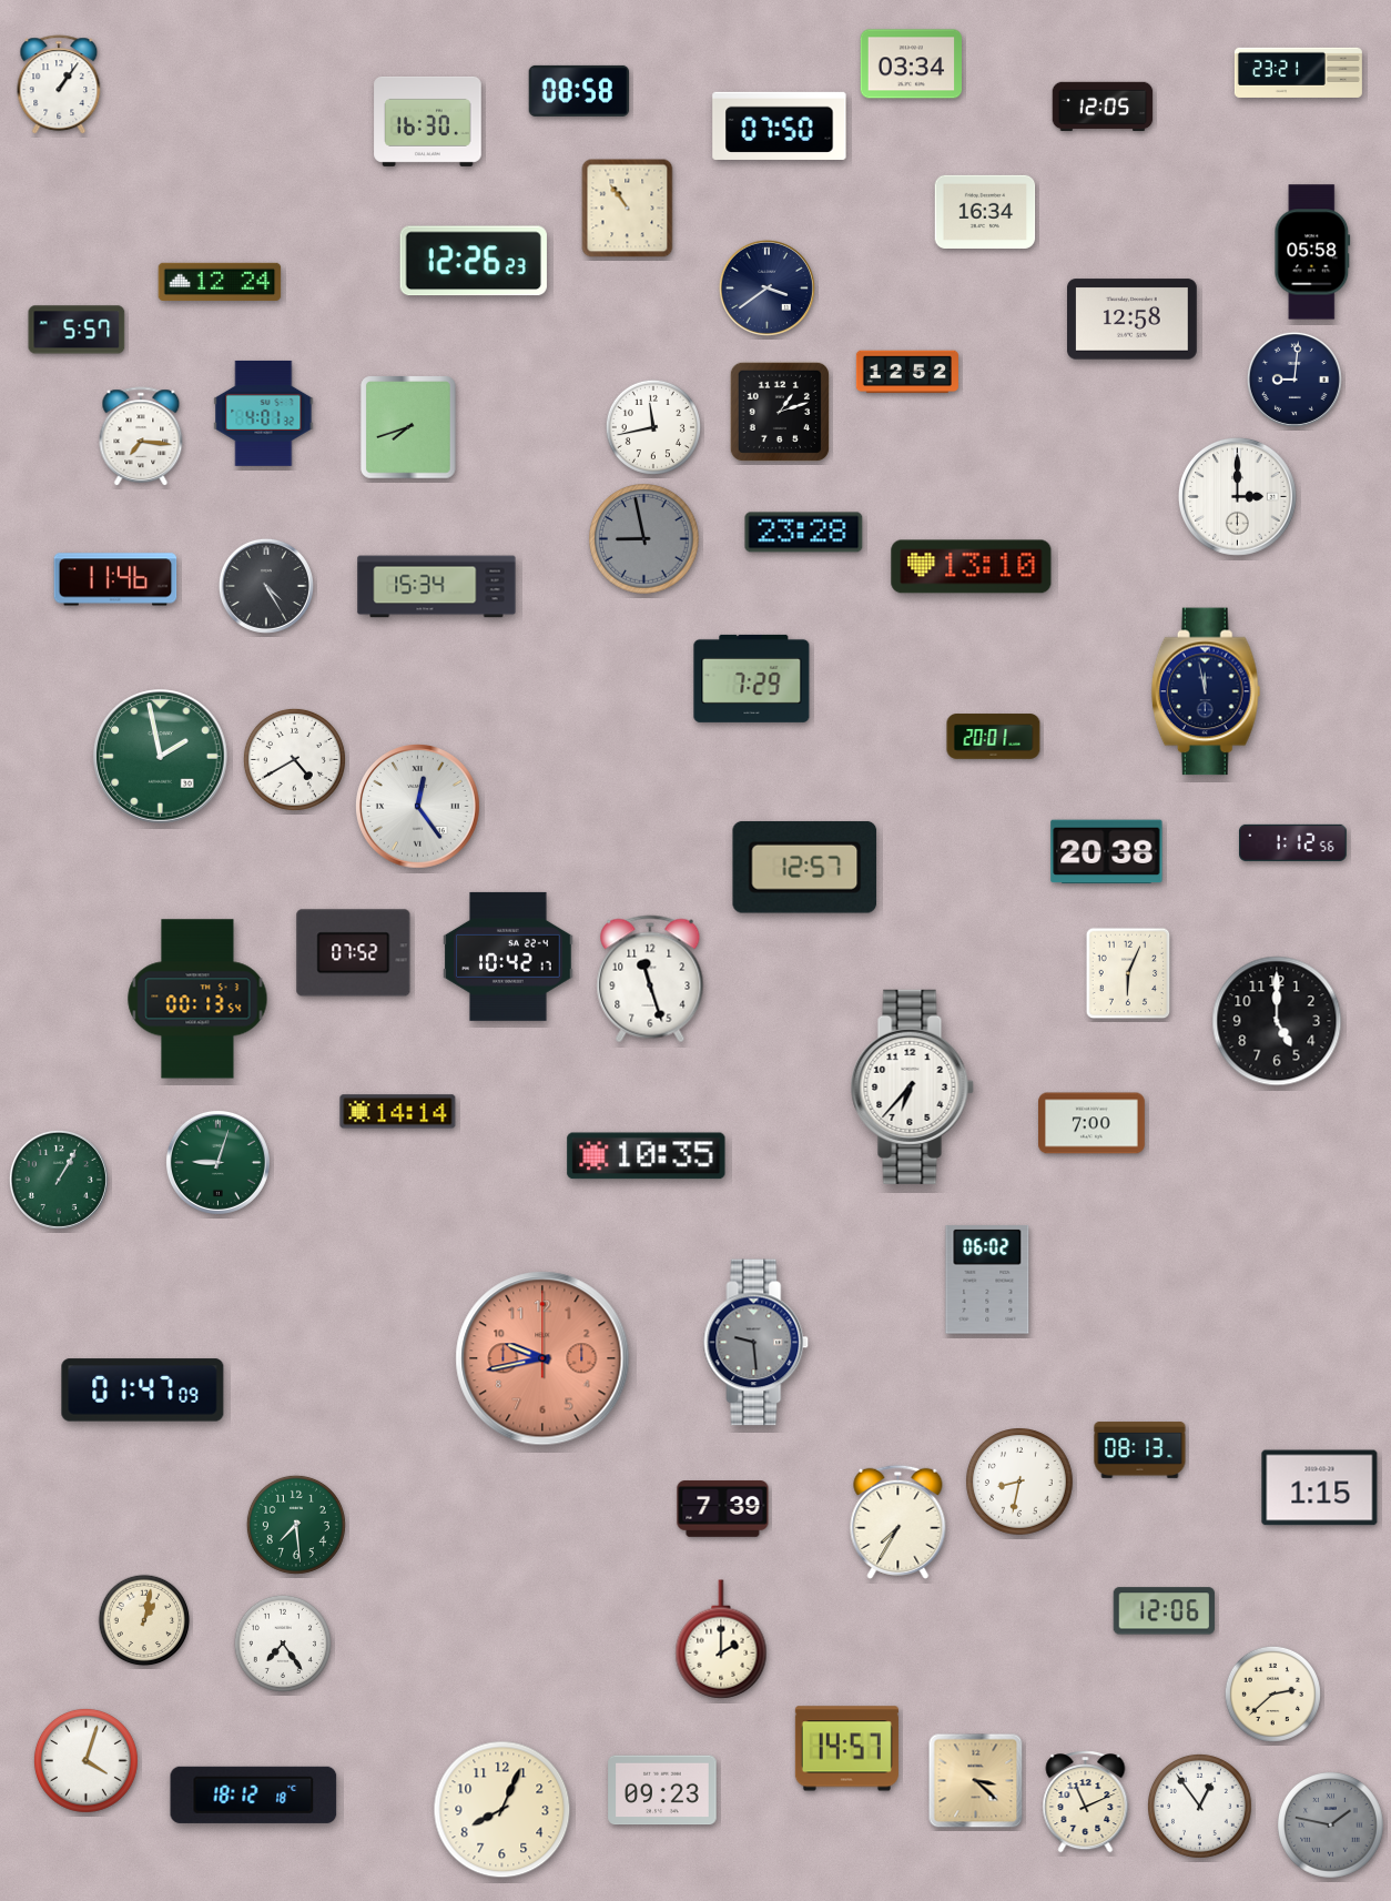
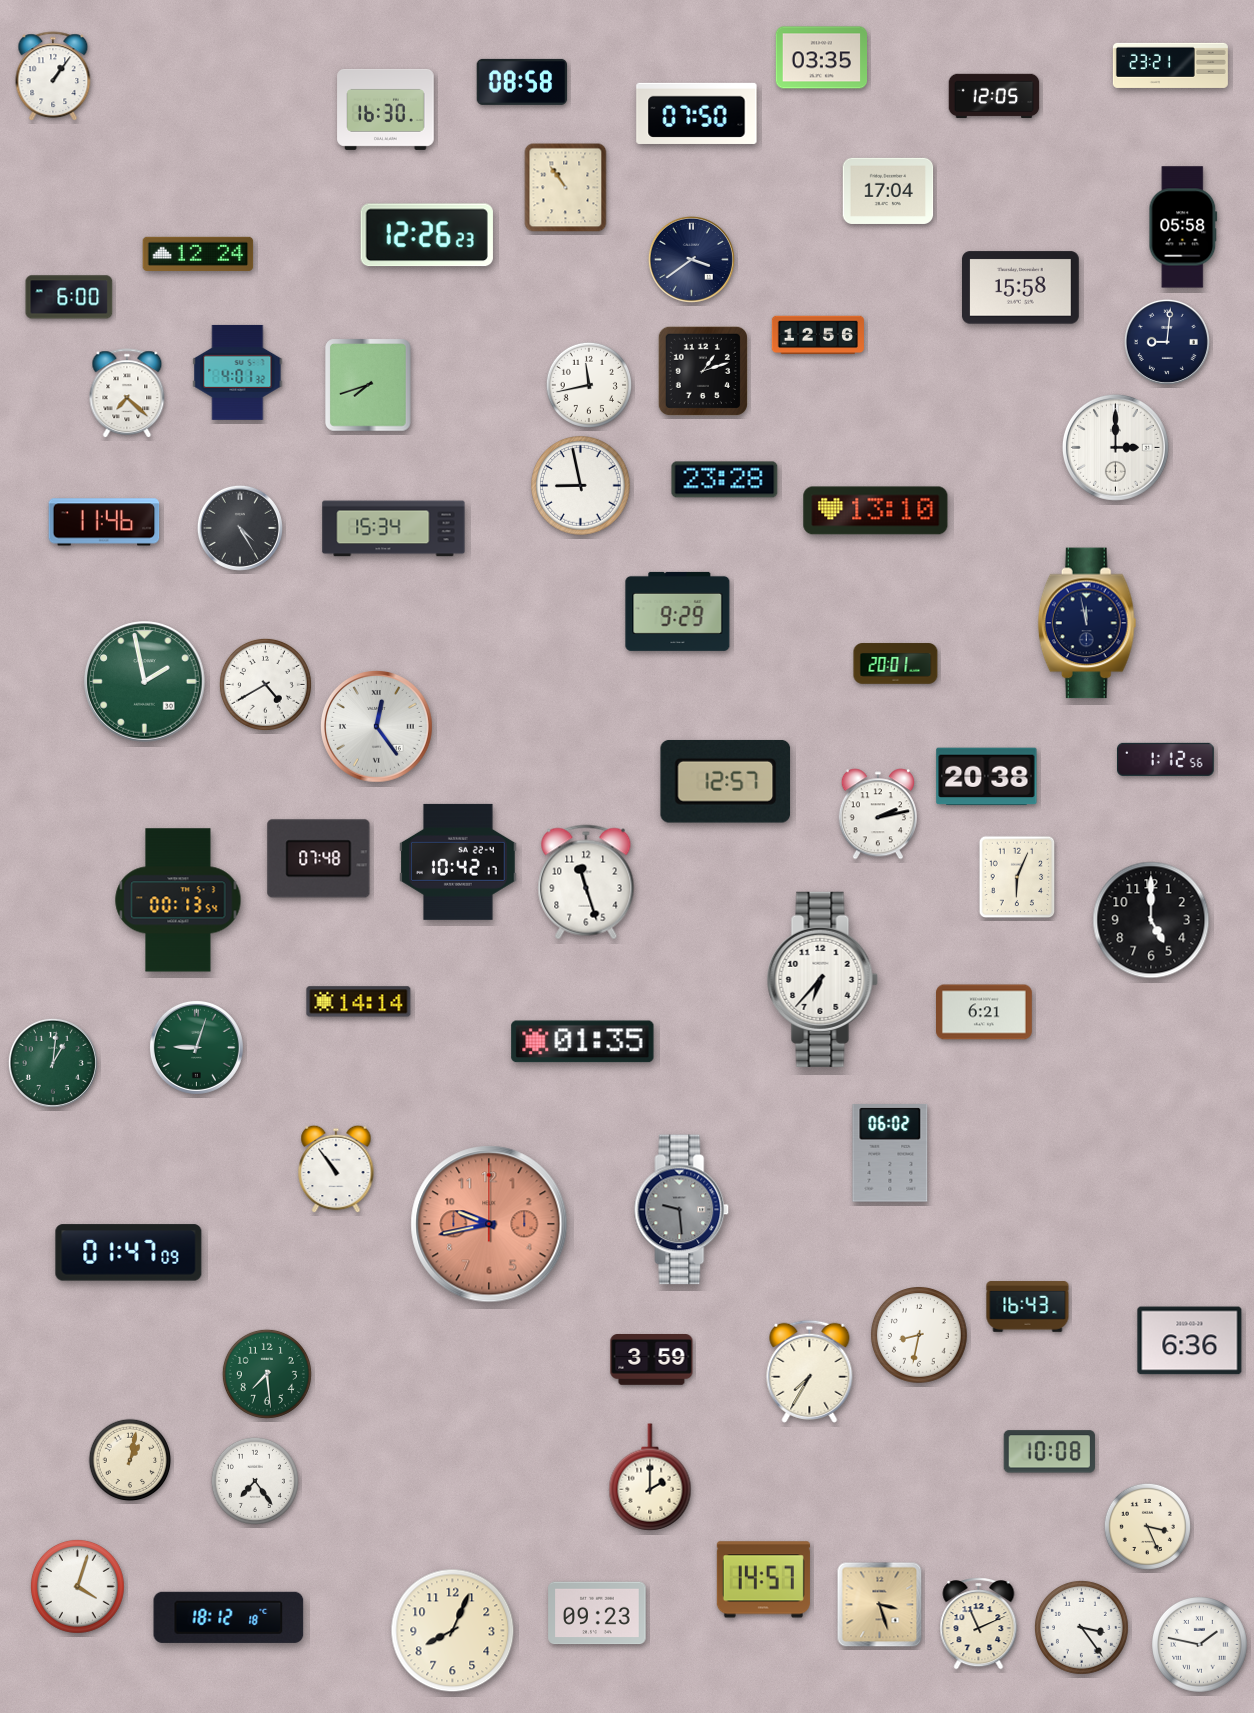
clock at (911, 64): 03:34 -> 03:35
clock at (780, 125) position: (780, 125) -> (697, 113)
clock at (985, 212): 16:34 -> 17:04
clock at (1133, 320): 12:58 -> 15:58
clock at (77, 330): 5:57 -> 6:00
clock at (907, 372): 12:52 -> 12:56
clock at (141, 437): 7:16 -> 7:22
clock at (644, 539) dial: grey -> white
clock at (752, 678): 7:29 -> 9:29
clock at (1107, 852) position: (1107, 852) -> (987, 777)
clock at (878, 814): none -> 2:13
clock at (354, 953): 07:52 -> 07:48
clock at (1093, 1123): 7:00 -> 6:21
clock at (647, 1156): 10:35 -> 01:35
clock at (59, 1180): 1:05 -> 1:01
clock at (336, 1169): none -> 10:54
clock at (1140, 1450): 08:13 -> 16:43
clock at (1320, 1488): 1:15 -> 6:36
clock at (723, 1509): 7:39 -> 3:59
clock at (1164, 1611): 12:06 -> 10:08
clock at (1272, 1693): 2:38 -> 3:26
clock at (846, 1749) position: (846, 1749) -> (763, 1580)
clock at (976, 1781): 3:22 -> 3:27
clock at (1199, 1806): 12:54 -> 3:24
clock at (1331, 1826) dial: grey -> white
